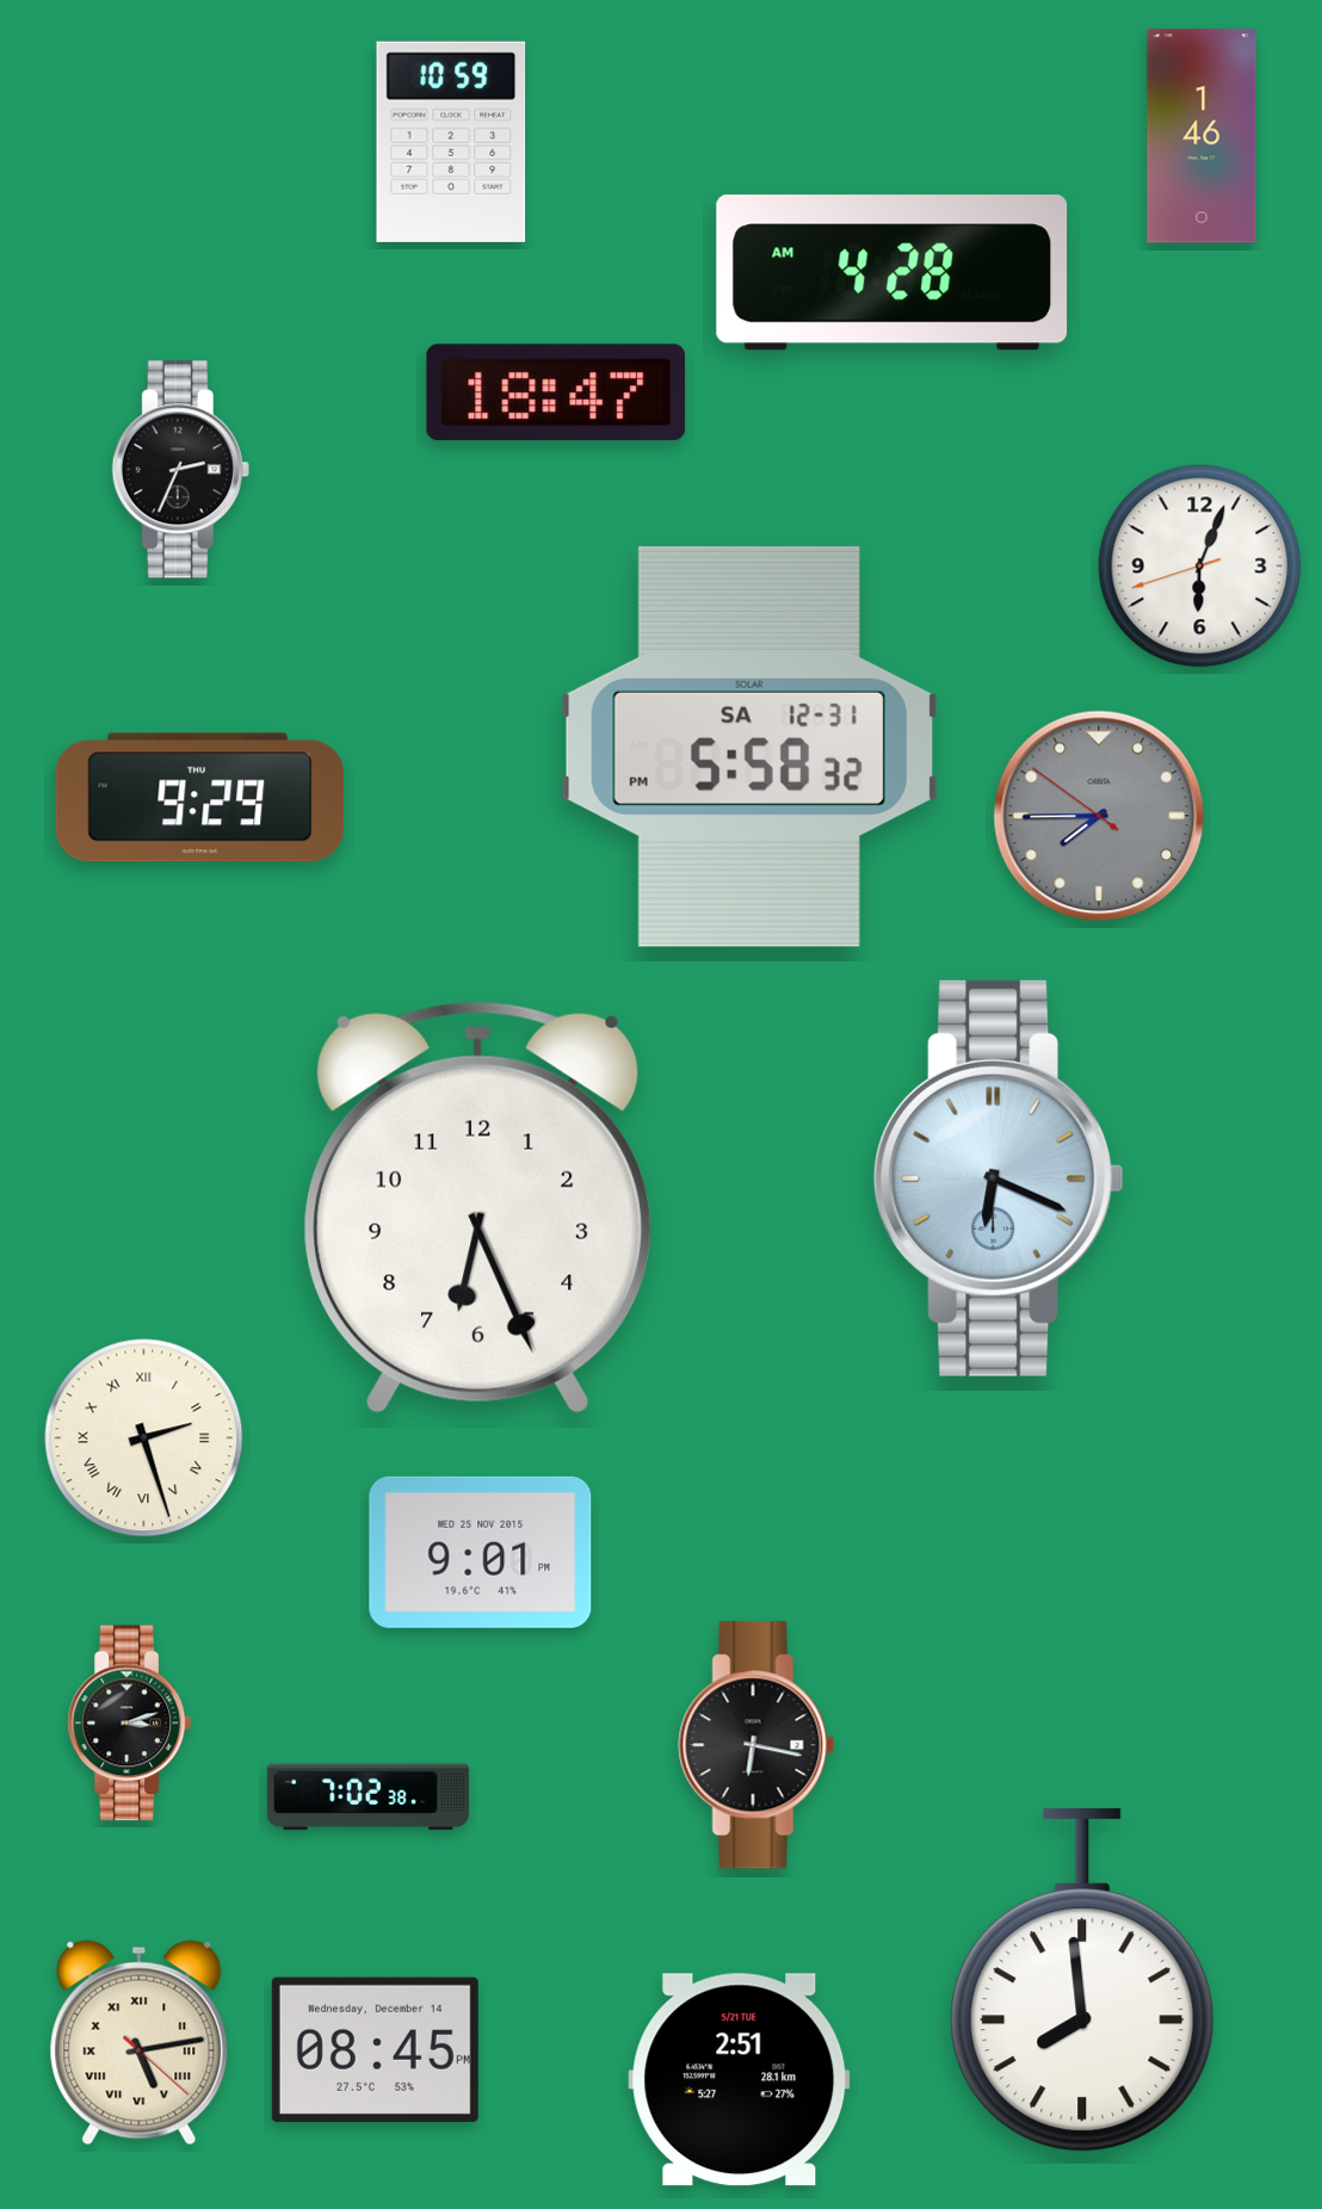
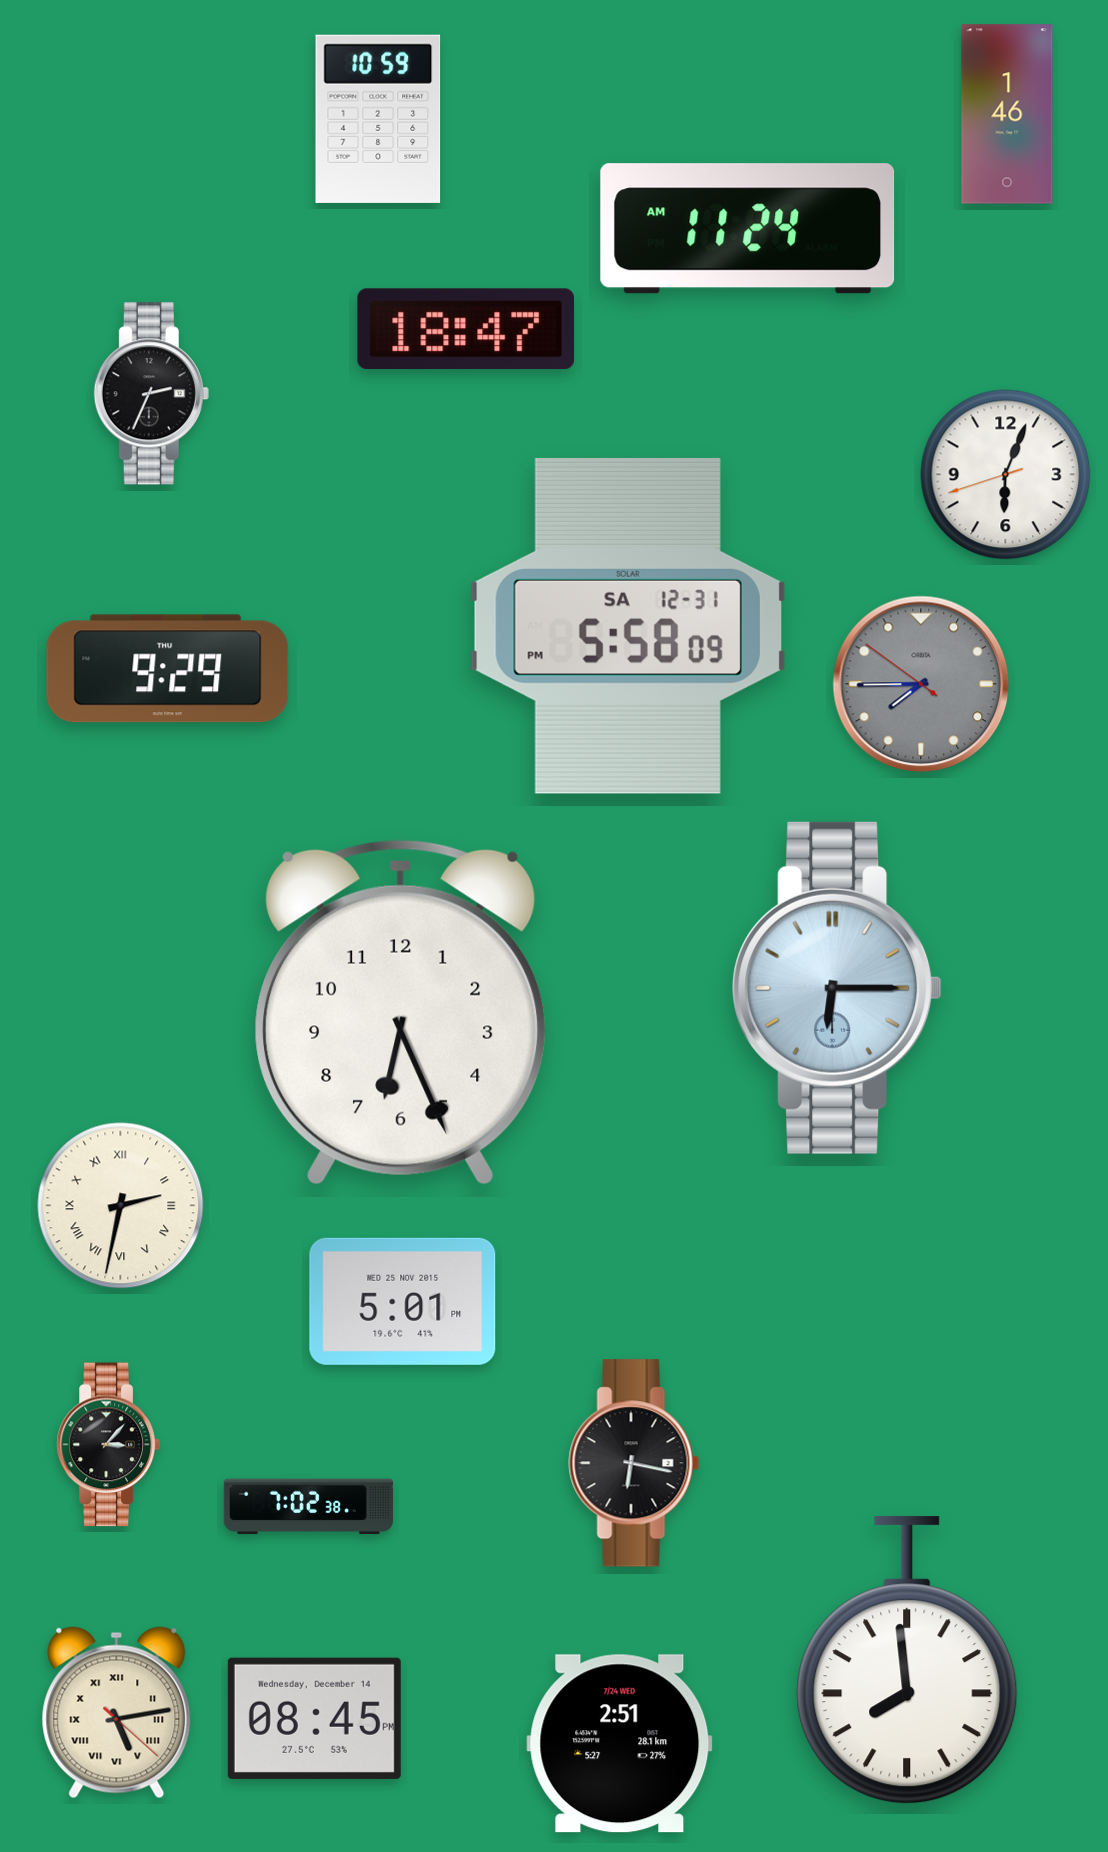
clock at (892, 273): 4:28 -> 11:24
clock at (749, 747): 5:58:32 PM -> 5:58:09 PM
clock at (999, 1178): 6:19 -> 6:15
clock at (144, 1438): 2:27 -> 2:32
clock at (481, 1552): 9:01 -> 5:01
clock at (129, 1724): 3:12 -> 3:07
clock at (740, 2080) date: 5/21 TUE -> 7/24 WED
